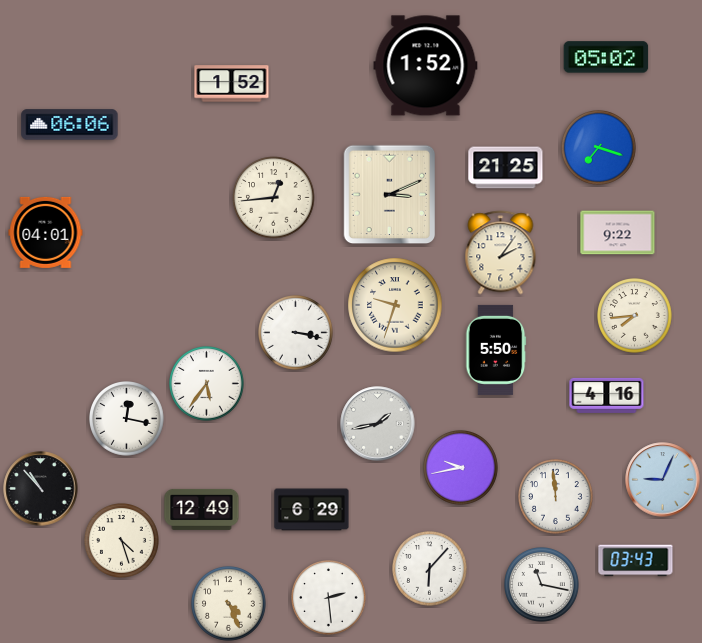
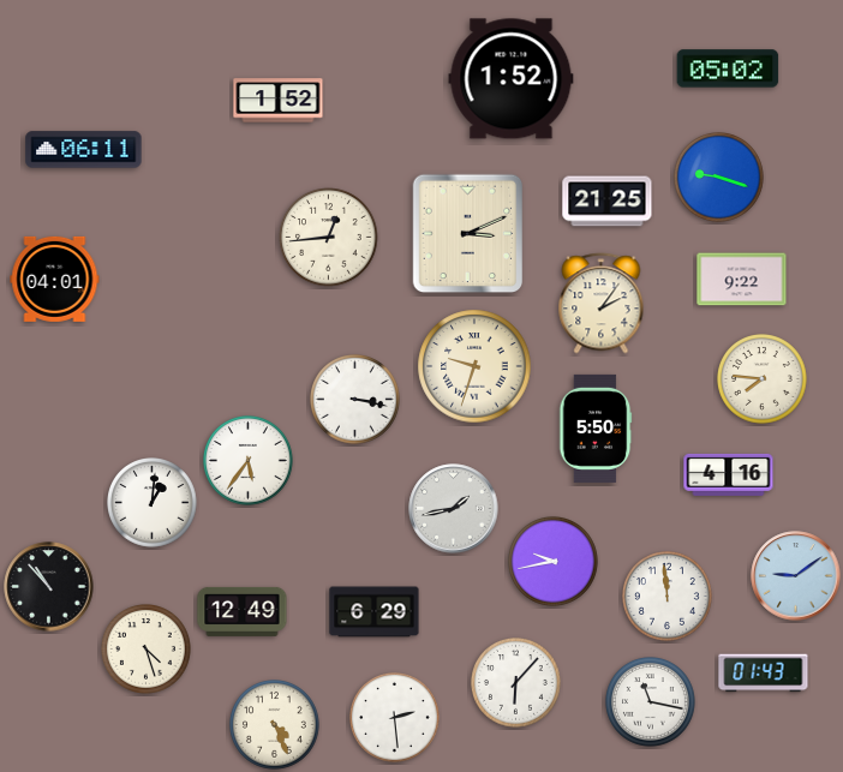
clock at (70, 125): 06:06 -> 06:11
clock at (599, 148): 7:18 -> 9:18
clock at (635, 316): 7:44 -> 7:46
clock at (496, 350) position: (496, 350) -> (596, 429)
clock at (127, 419): 12:17 -> 1:01
clock at (663, 480): 9:04 -> 9:09
clock at (636, 561): 03:43 -> 01:43
